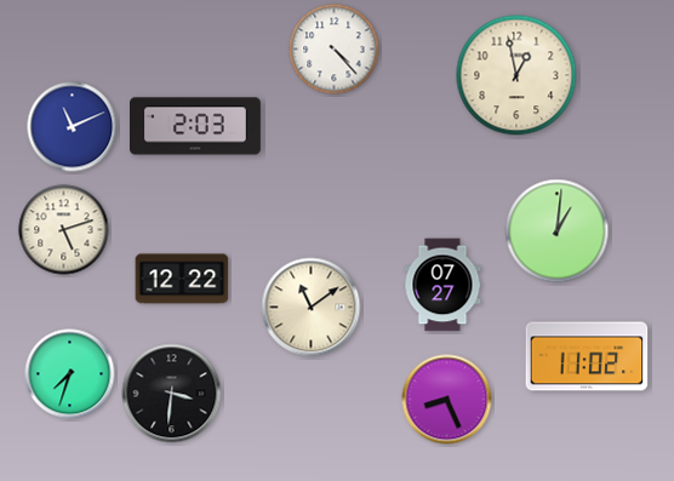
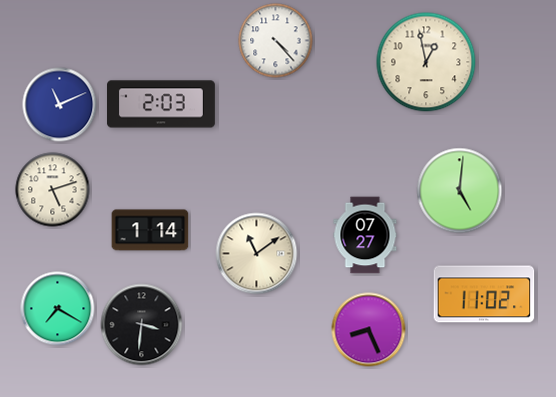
clock at (558, 231): 1:01 -> 5:01
clock at (182, 279): 12:22 -> 1:14
clock at (70, 374): 7:33 -> 7:20
